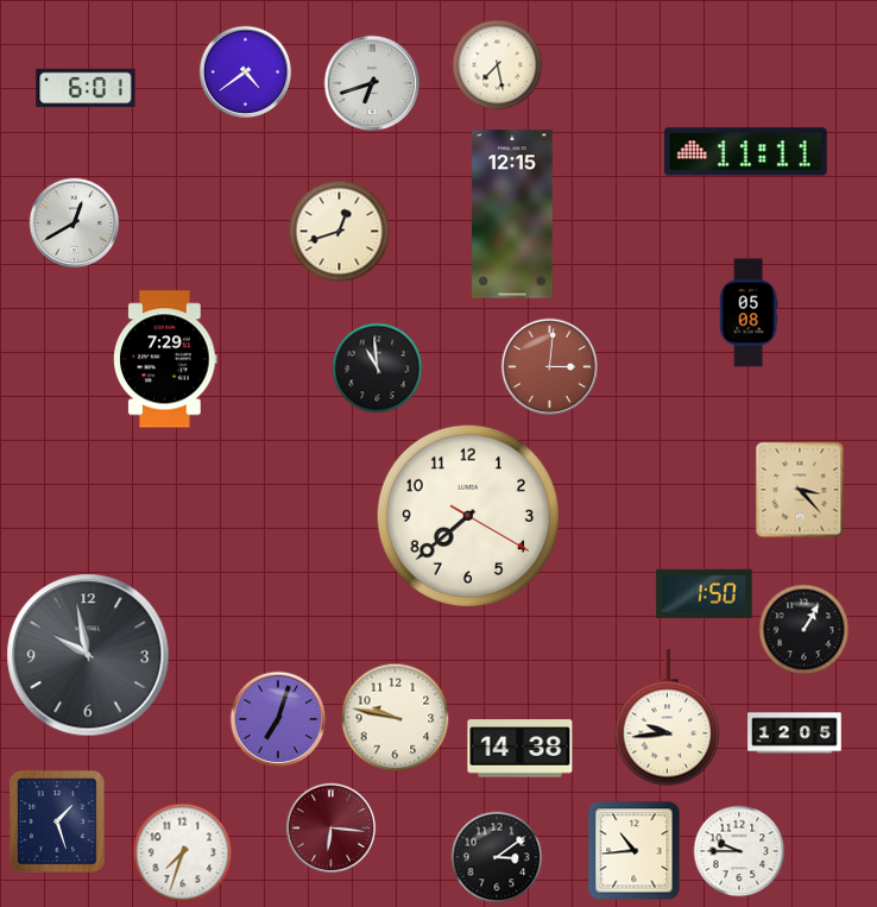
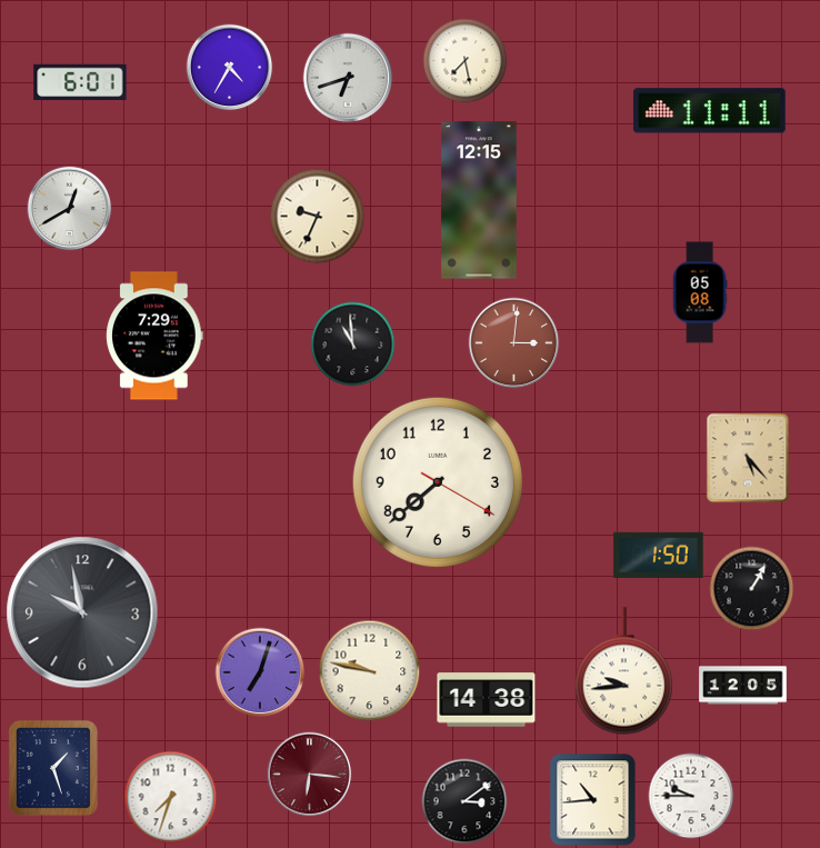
clock at (246, 73): 4:39 -> 4:35
clock at (745, 152) position: (745, 152) -> (709, 111)
clock at (340, 232): 12:42 -> 9:34
clock at (800, 490): 3:23 -> 5:23
clock at (635, 851) position: (635, 851) -> (593, 800)
